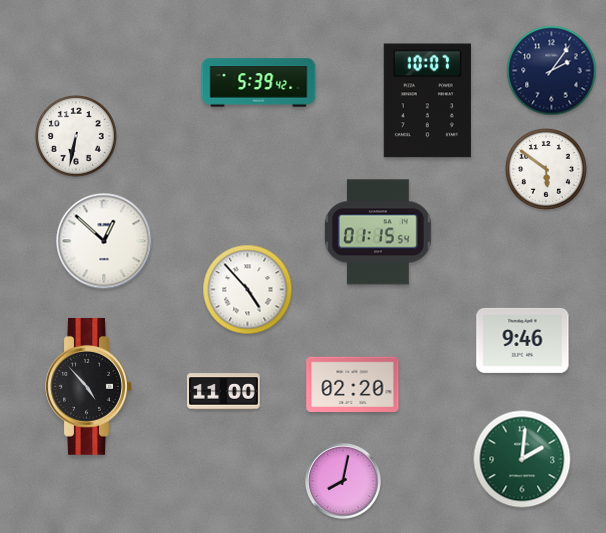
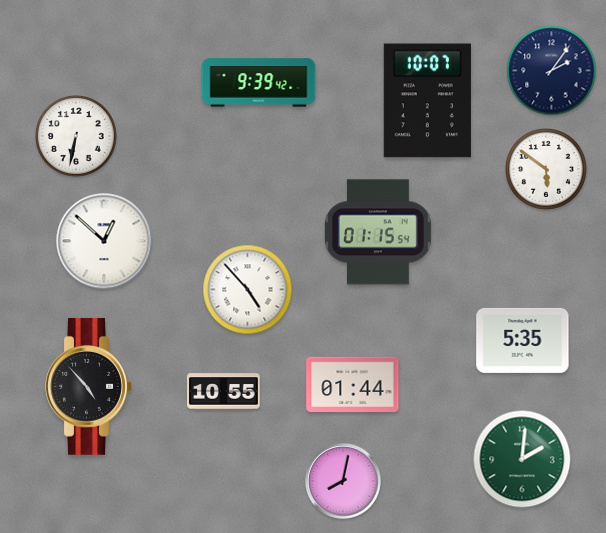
clock at (259, 83): 5:39 -> 9:39
clock at (523, 340): 9:46 -> 5:35
clock at (353, 384): 02:20 -> 01:44
clock at (224, 392): 11:00 -> 10:55
